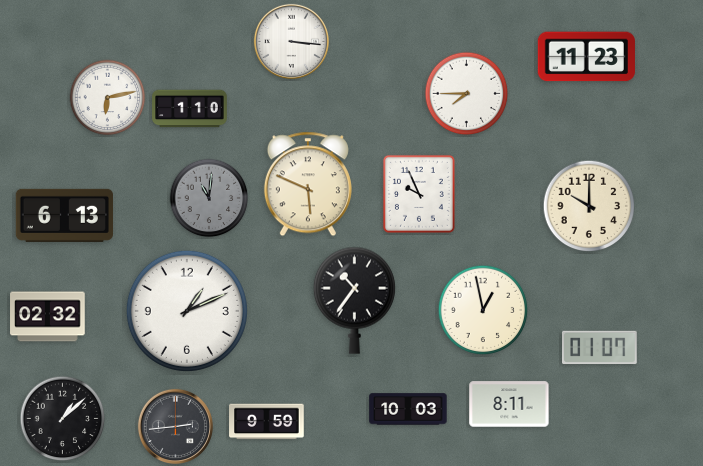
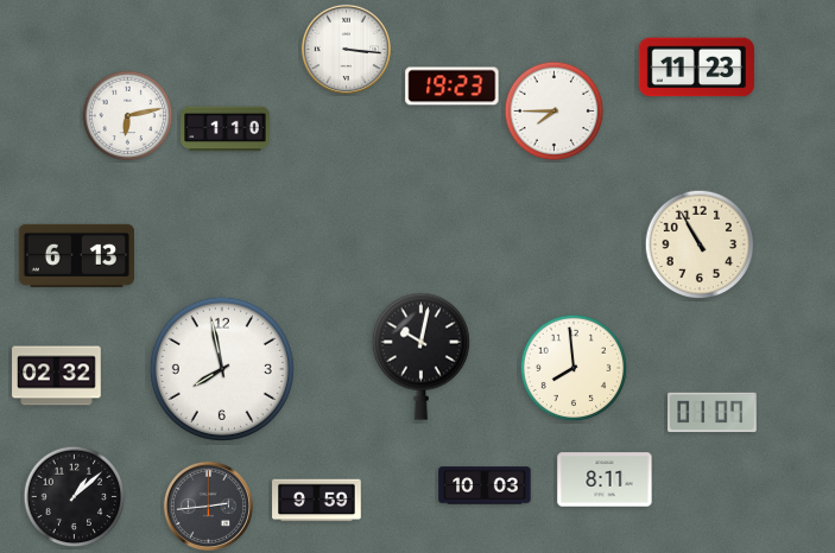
clock at (453, 87): none -> 19:23
clock at (308, 184): 5:49 -> none
clock at (419, 194): 9:56 -> none
clock at (209, 198): 11:01 -> none
clock at (589, 206): 10:00 -> 10:55
clock at (354, 300): 10:36 -> 10:02
clock at (483, 310): 12:58 -> 7:59
clock at (187, 311): 1:11 -> 7:58
